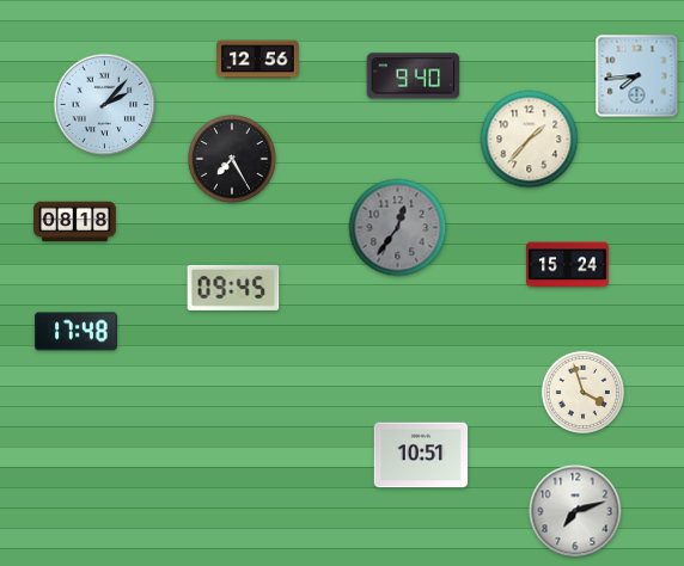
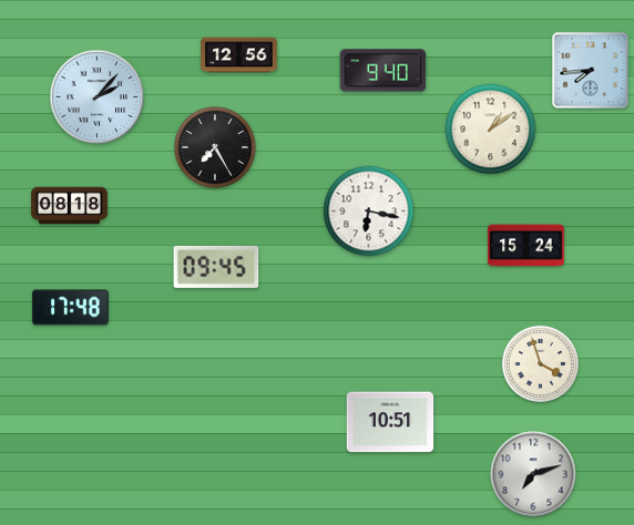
clock at (530, 140): 1:37 -> 1:09
clock at (398, 228): 12:36 -> 6:17
clock at (398, 228) dial: grey -> white
